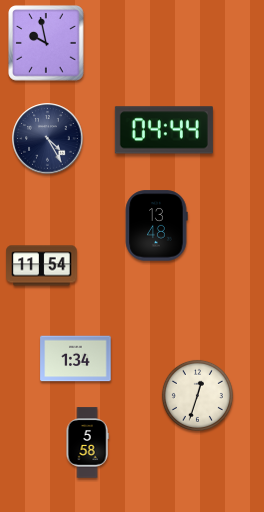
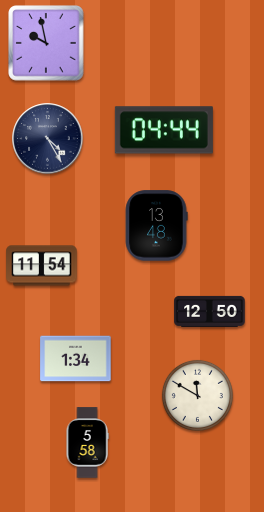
clock at (210, 311): none -> 12:50
clock at (197, 395): 12:33 -> 11:50
